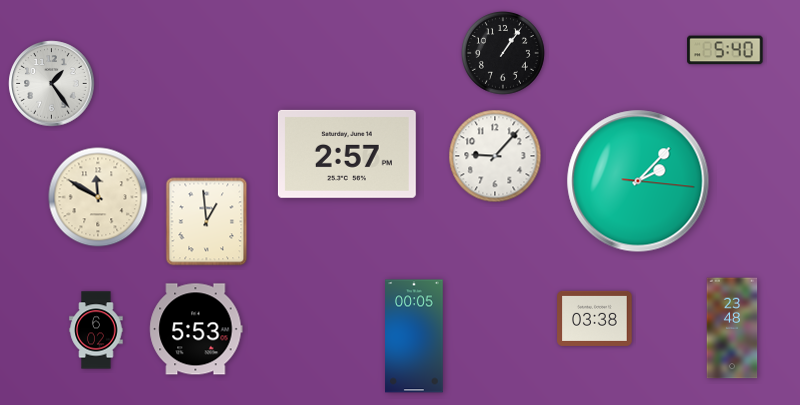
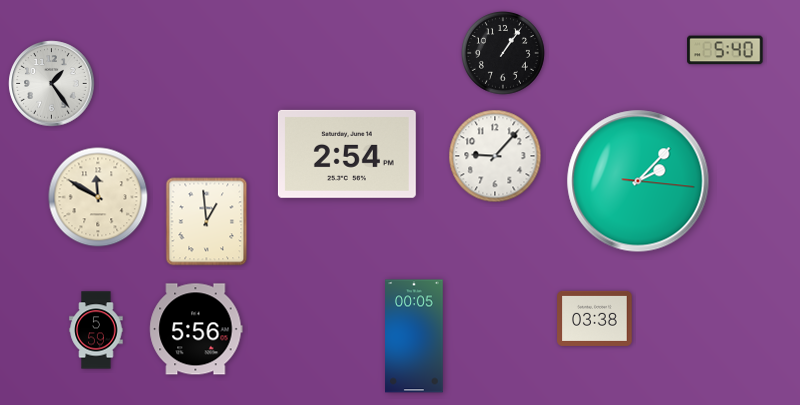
clock at (347, 154): 2:57 -> 2:54
clock at (732, 328): 23:48 -> none
clock at (196, 329): 5:53 -> 5:56
clock at (96, 330): 6:02 -> 5:59
